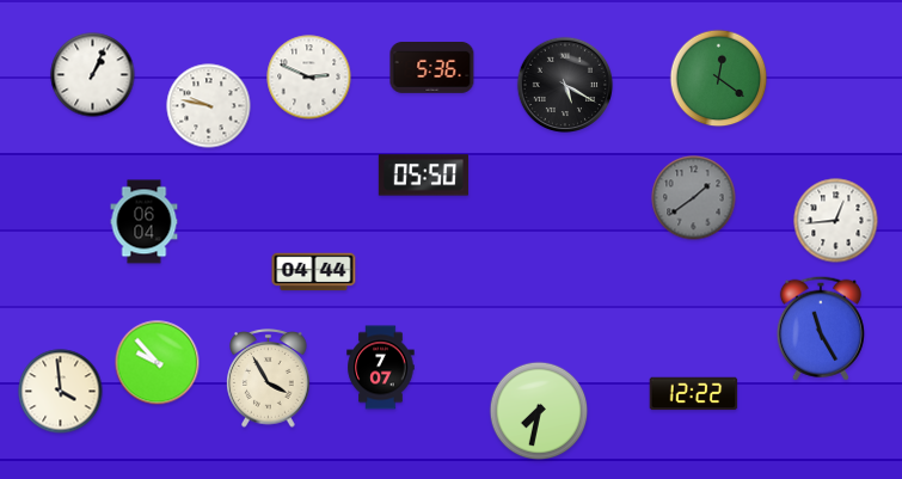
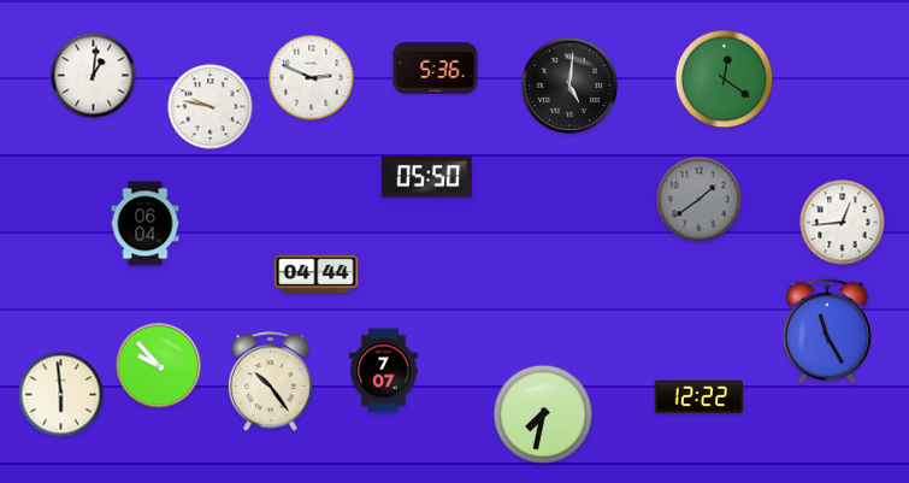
clock at (93, 75): 1:04 -> 1:01
clock at (565, 85): 5:20 -> 5:01
clock at (269, 379): 3:55 -> 10:24
clock at (61, 392): 3:59 -> 5:59
